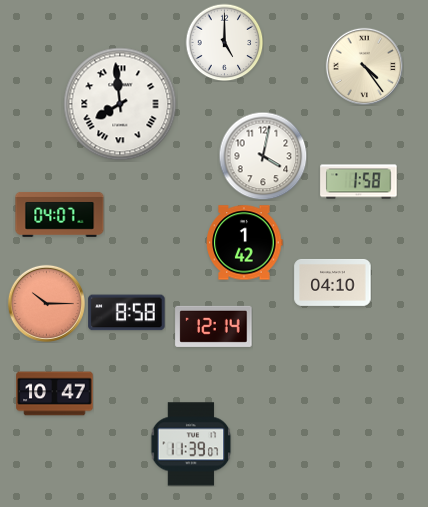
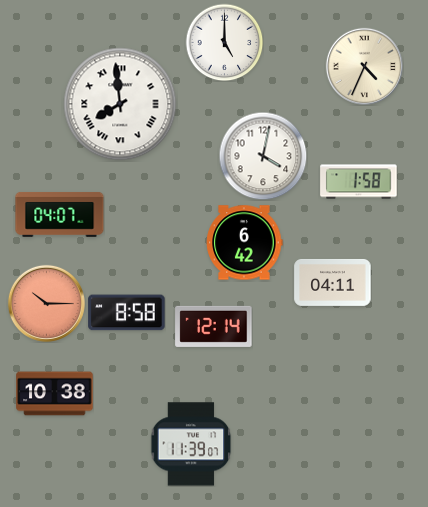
clock at (364, 66): 4:24 -> 4:34
clock at (244, 243): 1:42 -> 6:42
clock at (333, 282): 04:10 -> 04:11
clock at (55, 394): 10:47 -> 10:38
